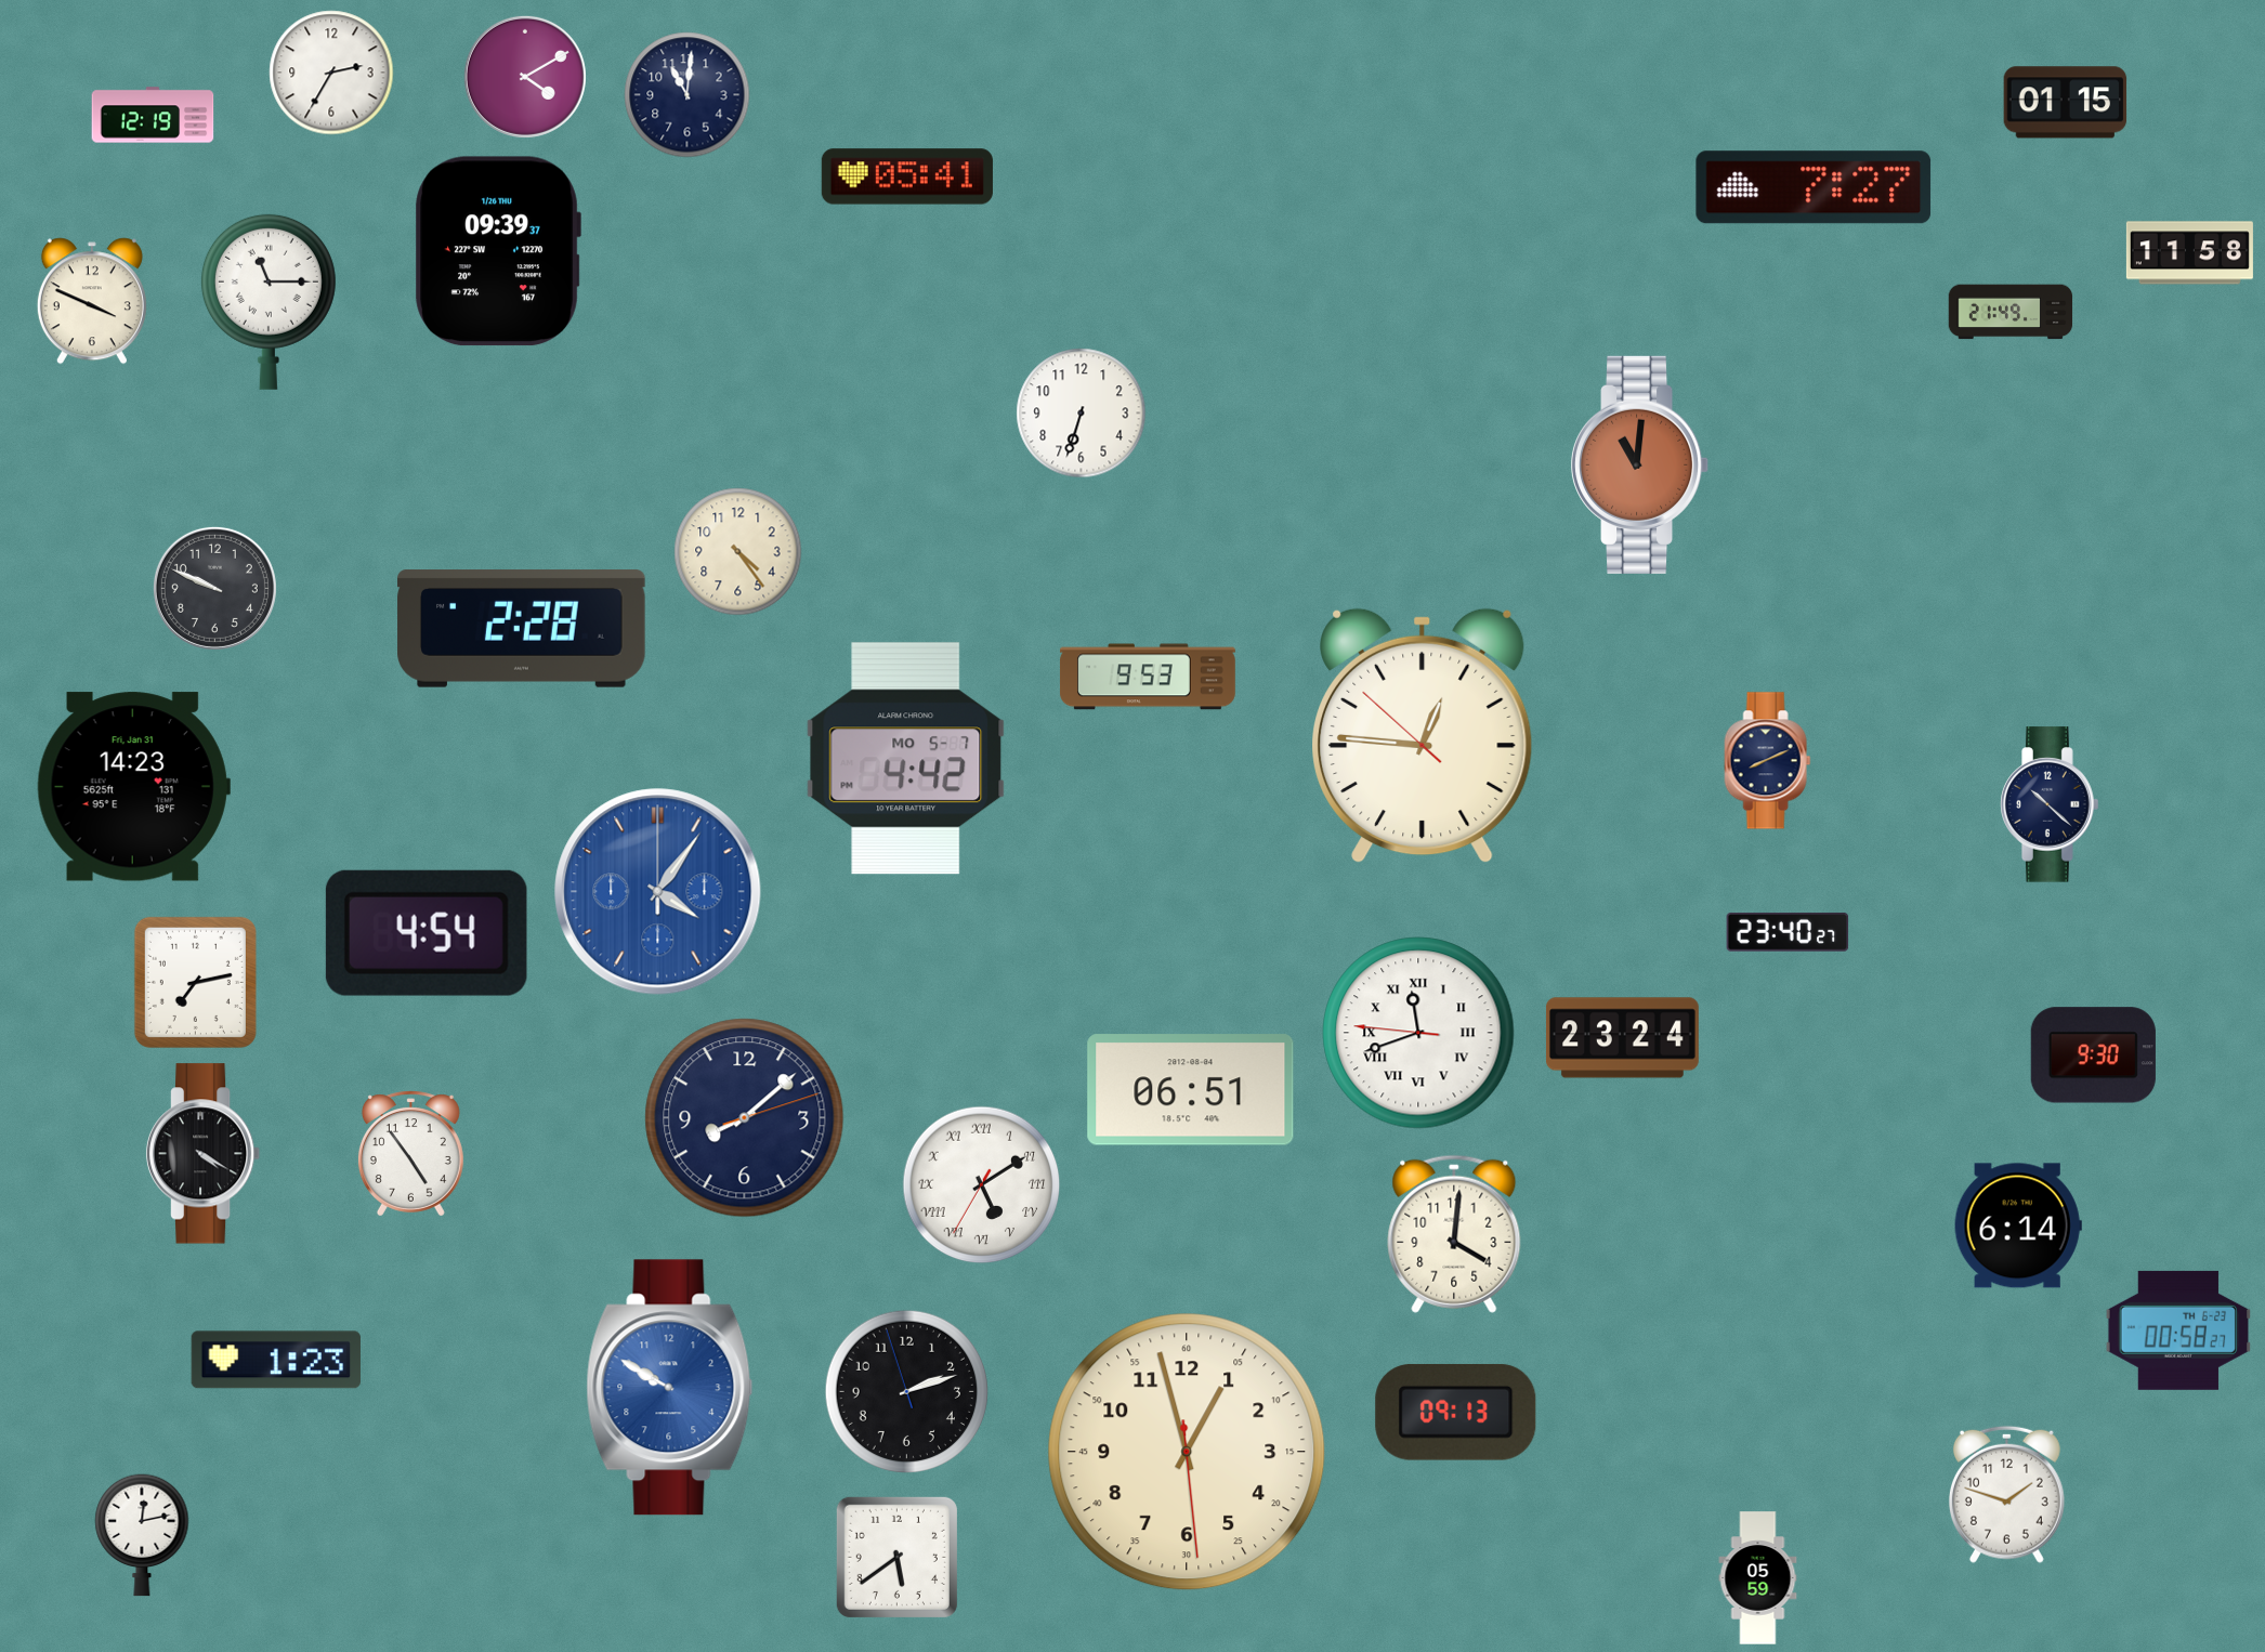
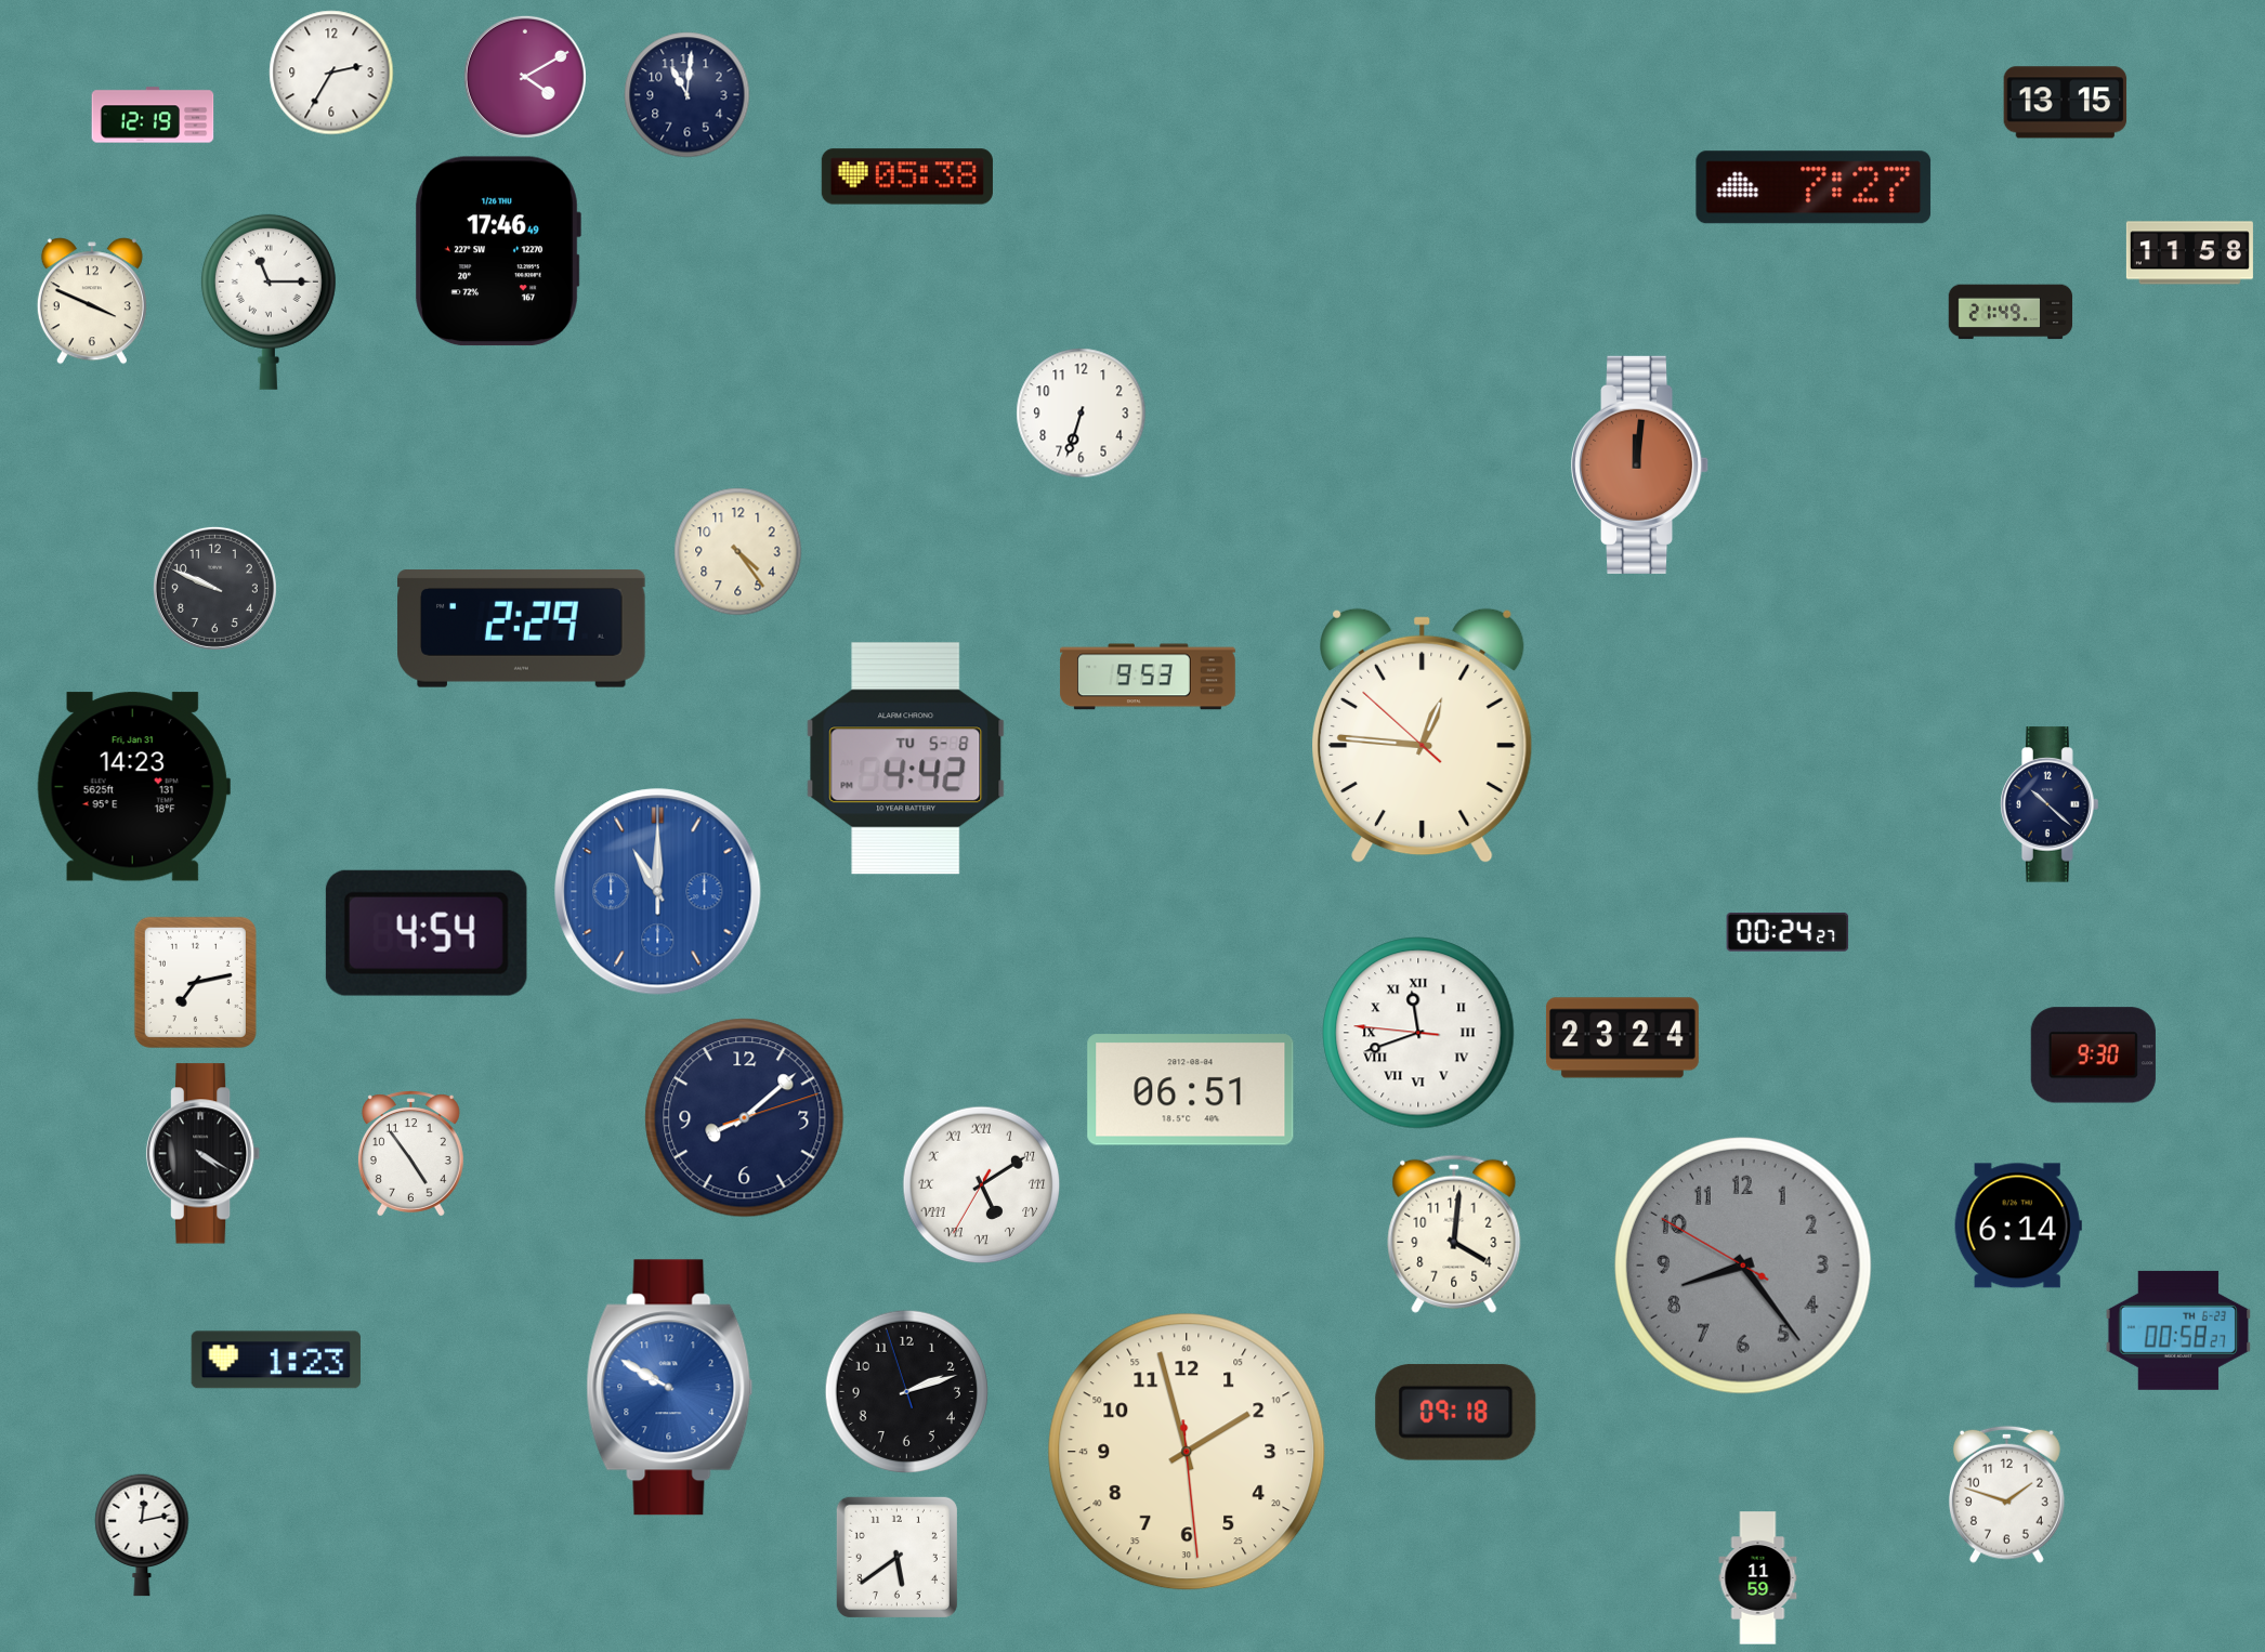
clock at (2066, 103): 01:15 -> 13:15
clock at (907, 176): 05:41 -> 05:38
clock at (498, 251): 09:39 -> 17:46
clock at (1641, 464): 11:01 -> 12:01
clock at (522, 629): 2:28 -> 2:29
clock at (906, 759) date: MO 5-7 -> TU 5-8
clock at (1768, 761): 8:11 -> none
clock at (658, 892): 4:06 -> 11:00
clock at (1788, 933): 23:40 -> 00:24
clock at (1743, 1266): none -> 8:23
clock at (1456, 1412): 09:13 -> 09:18
clock at (1187, 1452): 12:57 -> 1:57
clock at (1758, 1578): 05:59 -> 11:59
